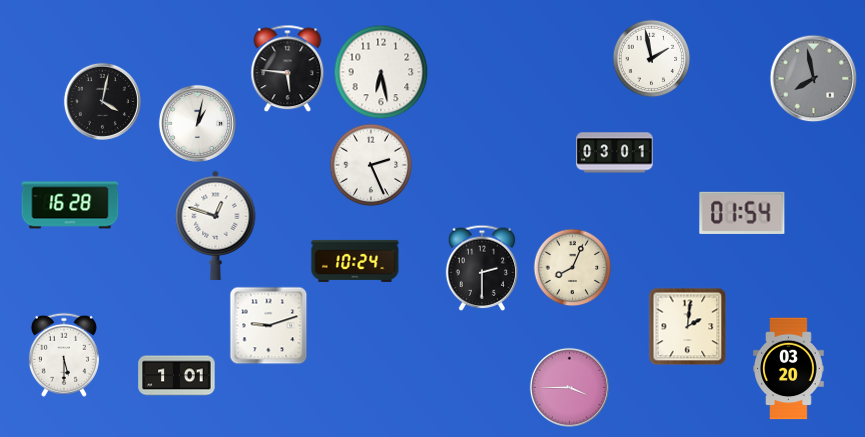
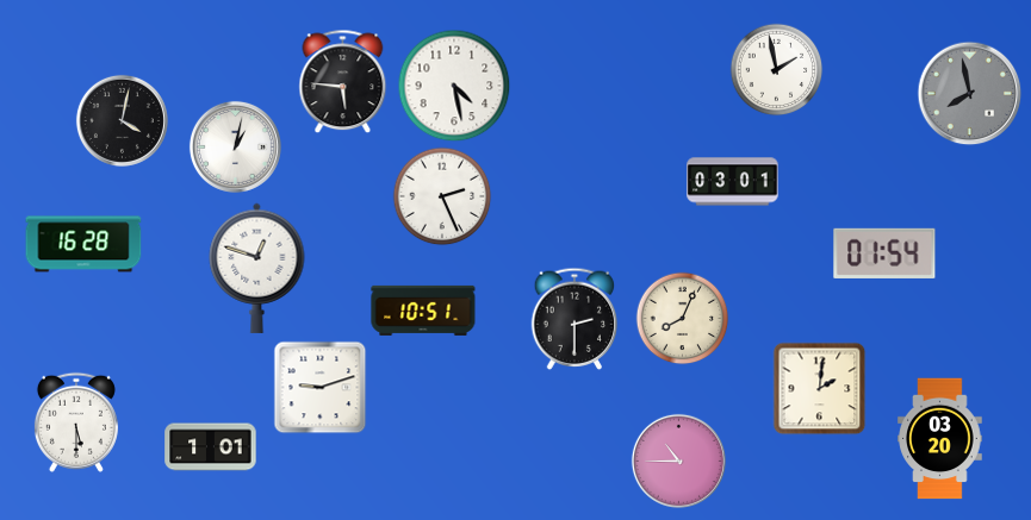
clock at (381, 72): 6:28 -> 4:28
clock at (355, 261): 10:24 -> 10:51
clock at (569, 387): 3:45 -> 10:45
